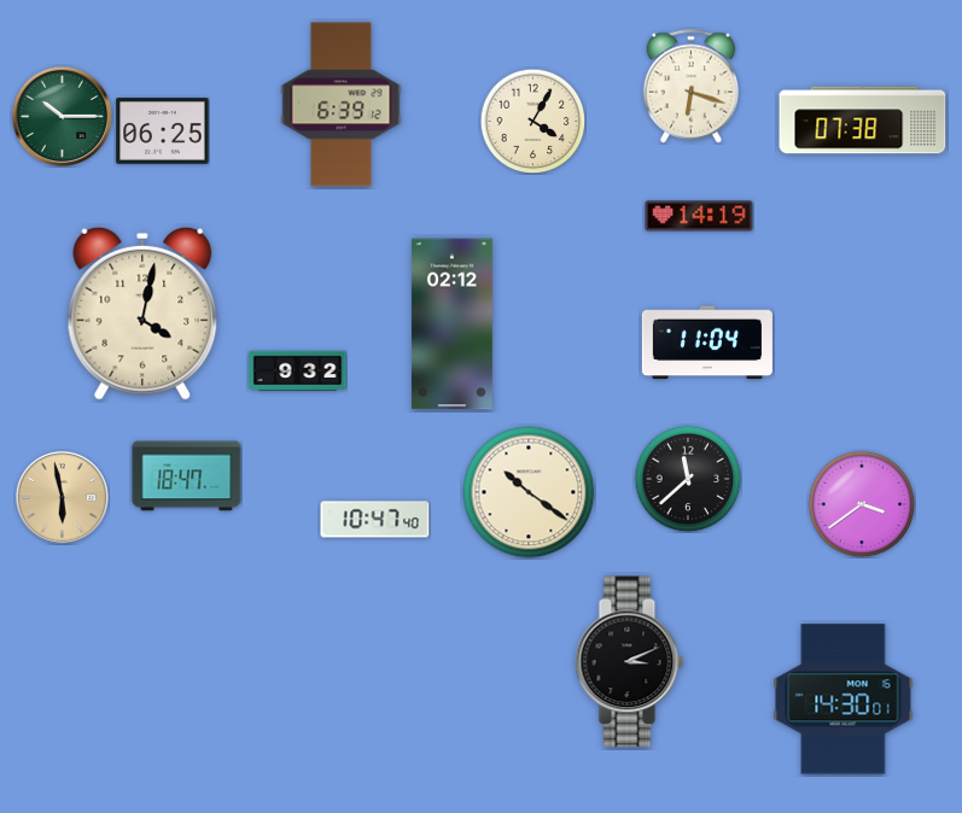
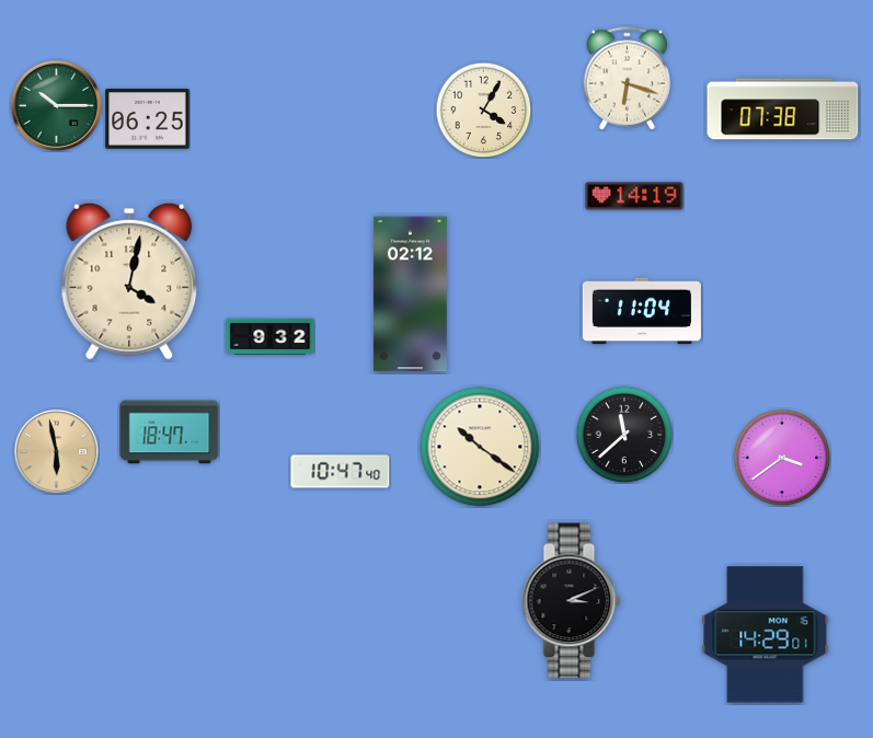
clock at (342, 105): 6:39 -> none
clock at (142, 314) position: (142, 314) -> (129, 281)
clock at (844, 700): 14:30 -> 14:29
